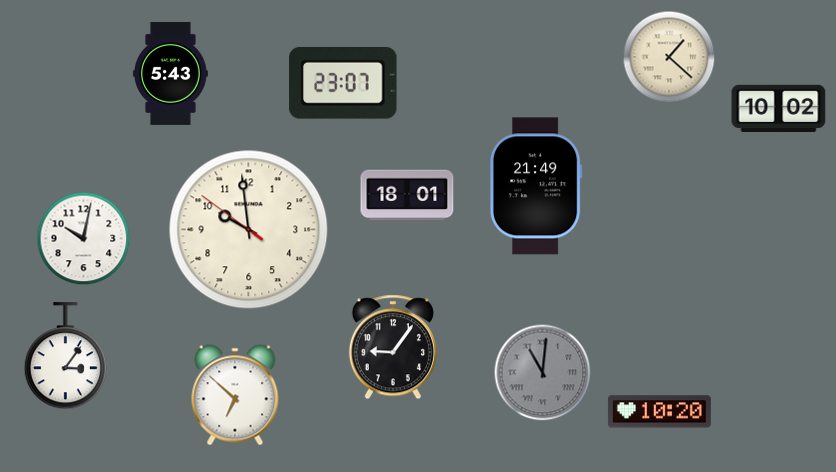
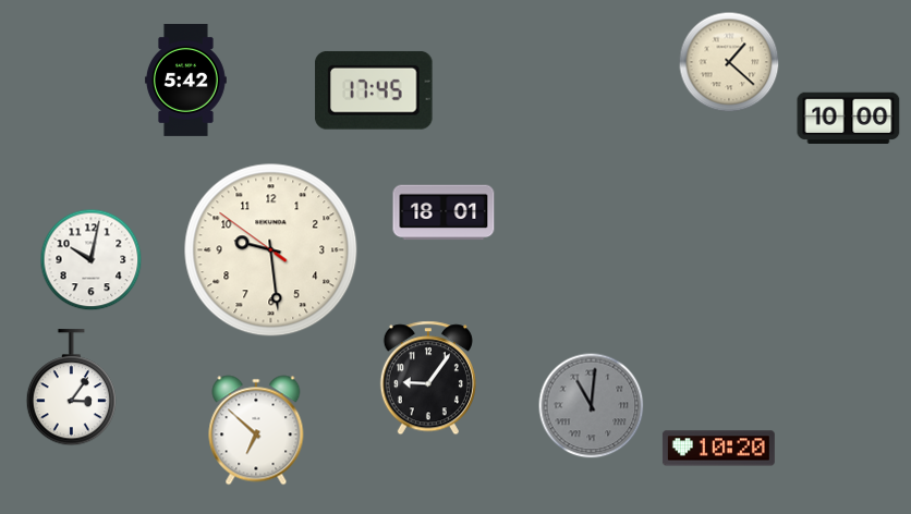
clock at (170, 73): 5:43 -> 5:42
clock at (343, 83): 23:07 -> 17:45
clock at (779, 108): 10:02 -> 10:00
clock at (536, 186): 21:49 -> none
clock at (249, 230): 9:58 -> 9:28
